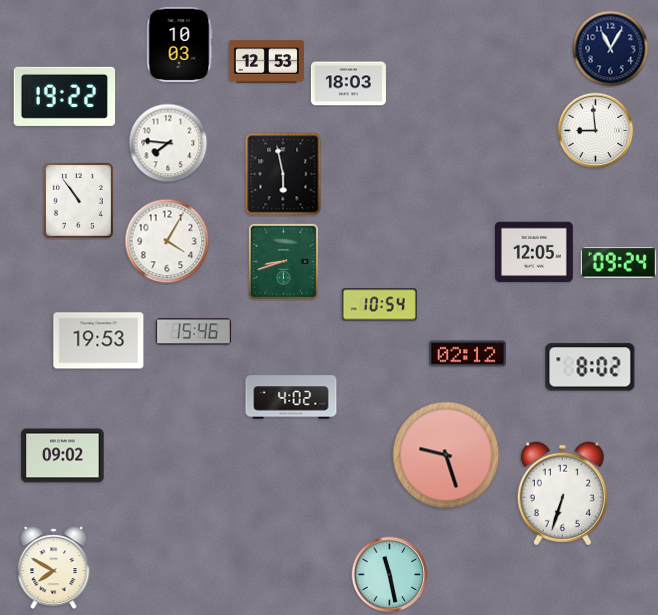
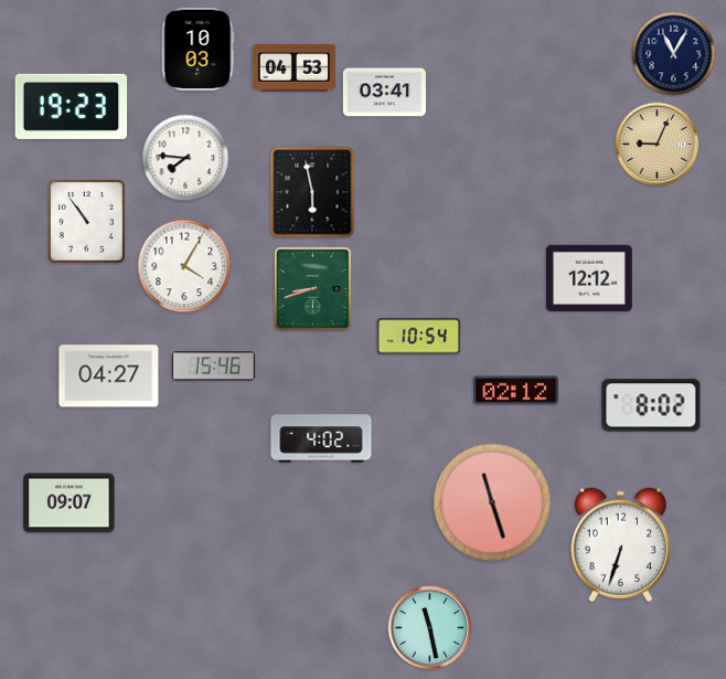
clock at (266, 62): 12:53 -> 04:53
clock at (348, 84): 18:03 -> 03:41
clock at (65, 96): 19:22 -> 19:23
clock at (596, 131): 8:59 -> 9:04
clock at (596, 131) dial: white -> champagne
clock at (534, 252): 12:05 -> 12:12
clock at (618, 263): 09:24 -> none
clock at (99, 341): 19:53 -> 04:27
clock at (446, 455): 9:27 -> 11:27
clock at (63, 456): 09:02 -> 09:07
clock at (54, 568): 7:50 -> none
clock at (390, 575) position: (390, 575) -> (430, 628)
